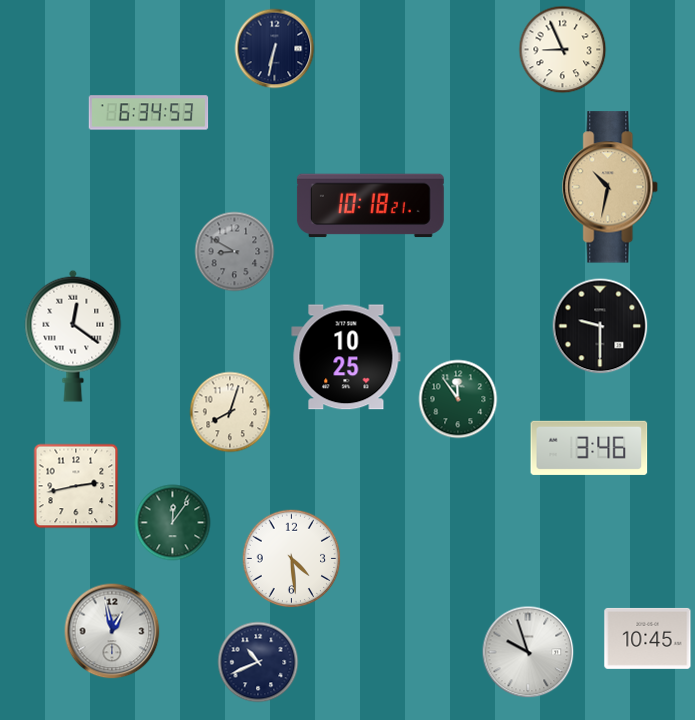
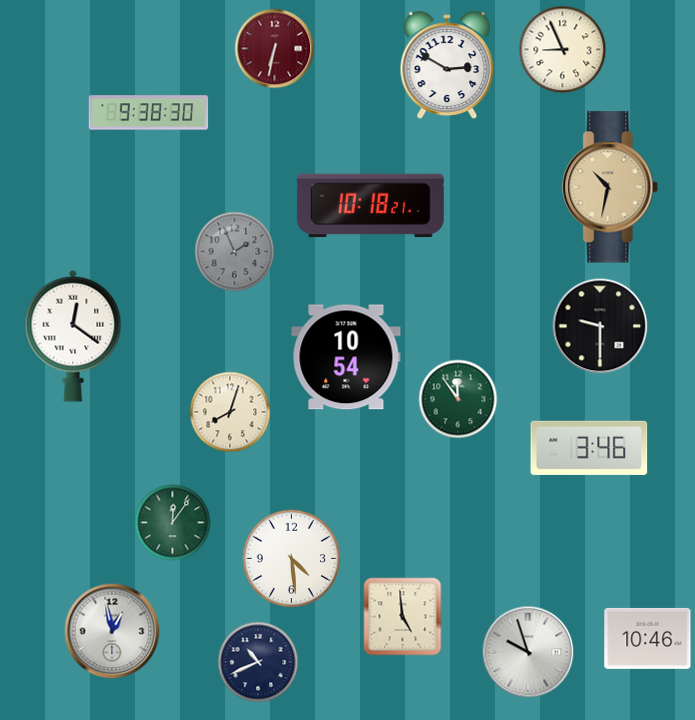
clock at (275, 49) dial: navy -> burgundy
clock at (447, 65): none -> 2:50
clock at (149, 113): 6:34 -> 9:38
clock at (235, 252): 8:50 -> 1:56
clock at (346, 357): 10:25 -> 10:54
clock at (76, 486): 2:43 -> none
clock at (403, 617): none -> 4:59
clock at (648, 638): 10:45 -> 10:46
